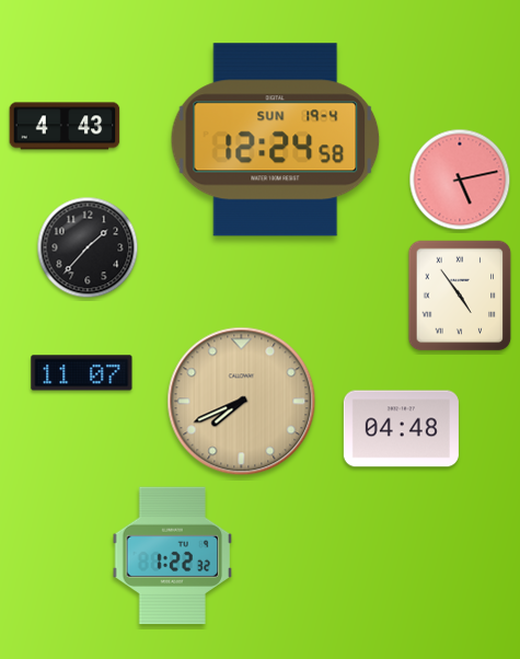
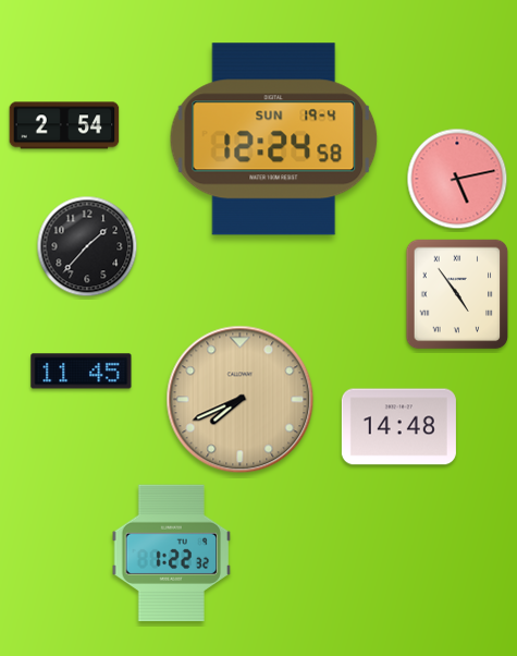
clock at (65, 126): 4:43 -> 2:54
clock at (82, 373): 11:07 -> 11:45
clock at (401, 429): 04:48 -> 14:48
